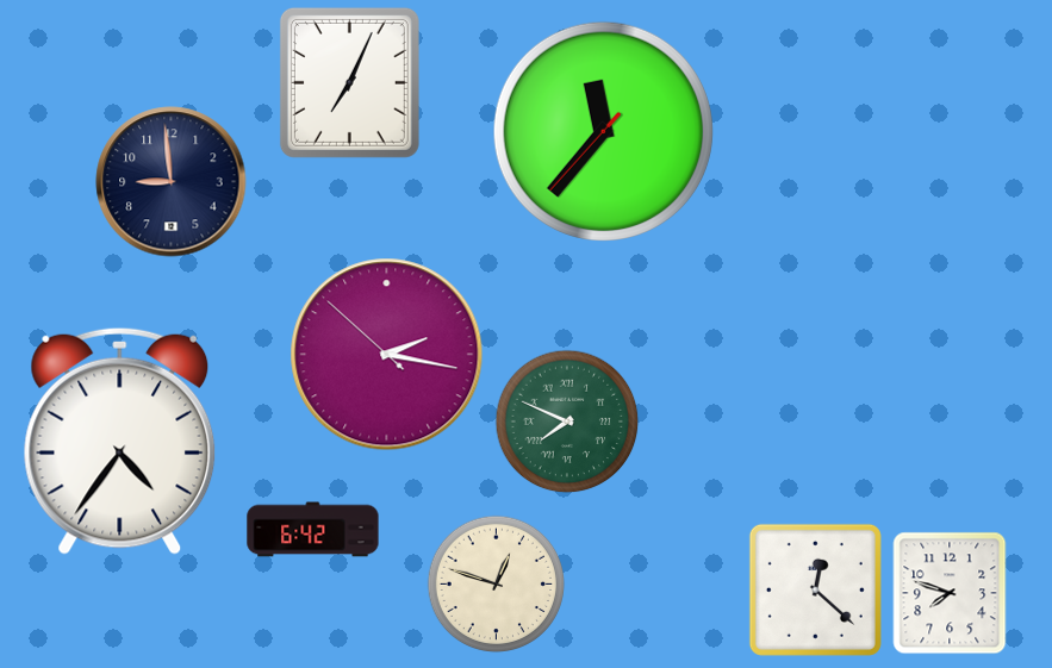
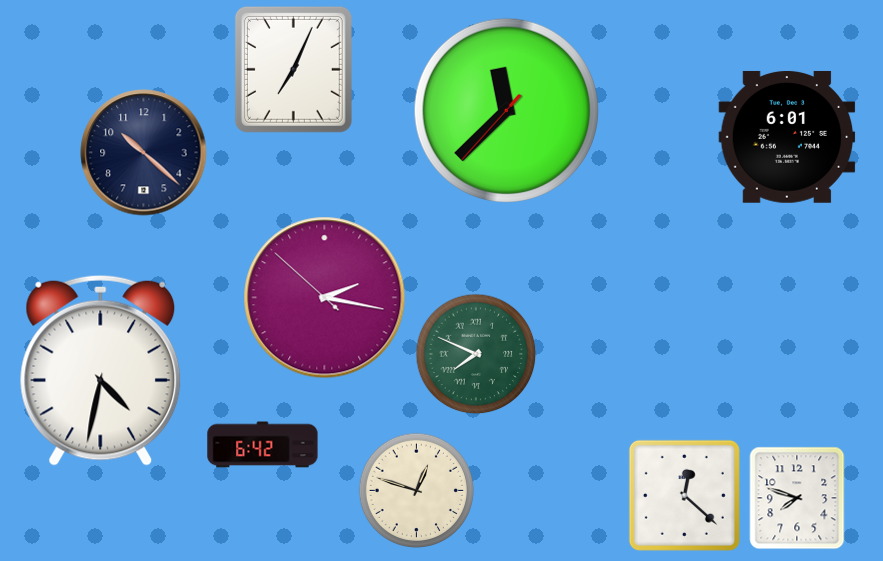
clock at (603, 131): 11:36 -> 11:37
clock at (787, 137): none -> 6:01
clock at (172, 182): 8:59 -> 10:22
clock at (120, 441): 4:36 -> 4:32
